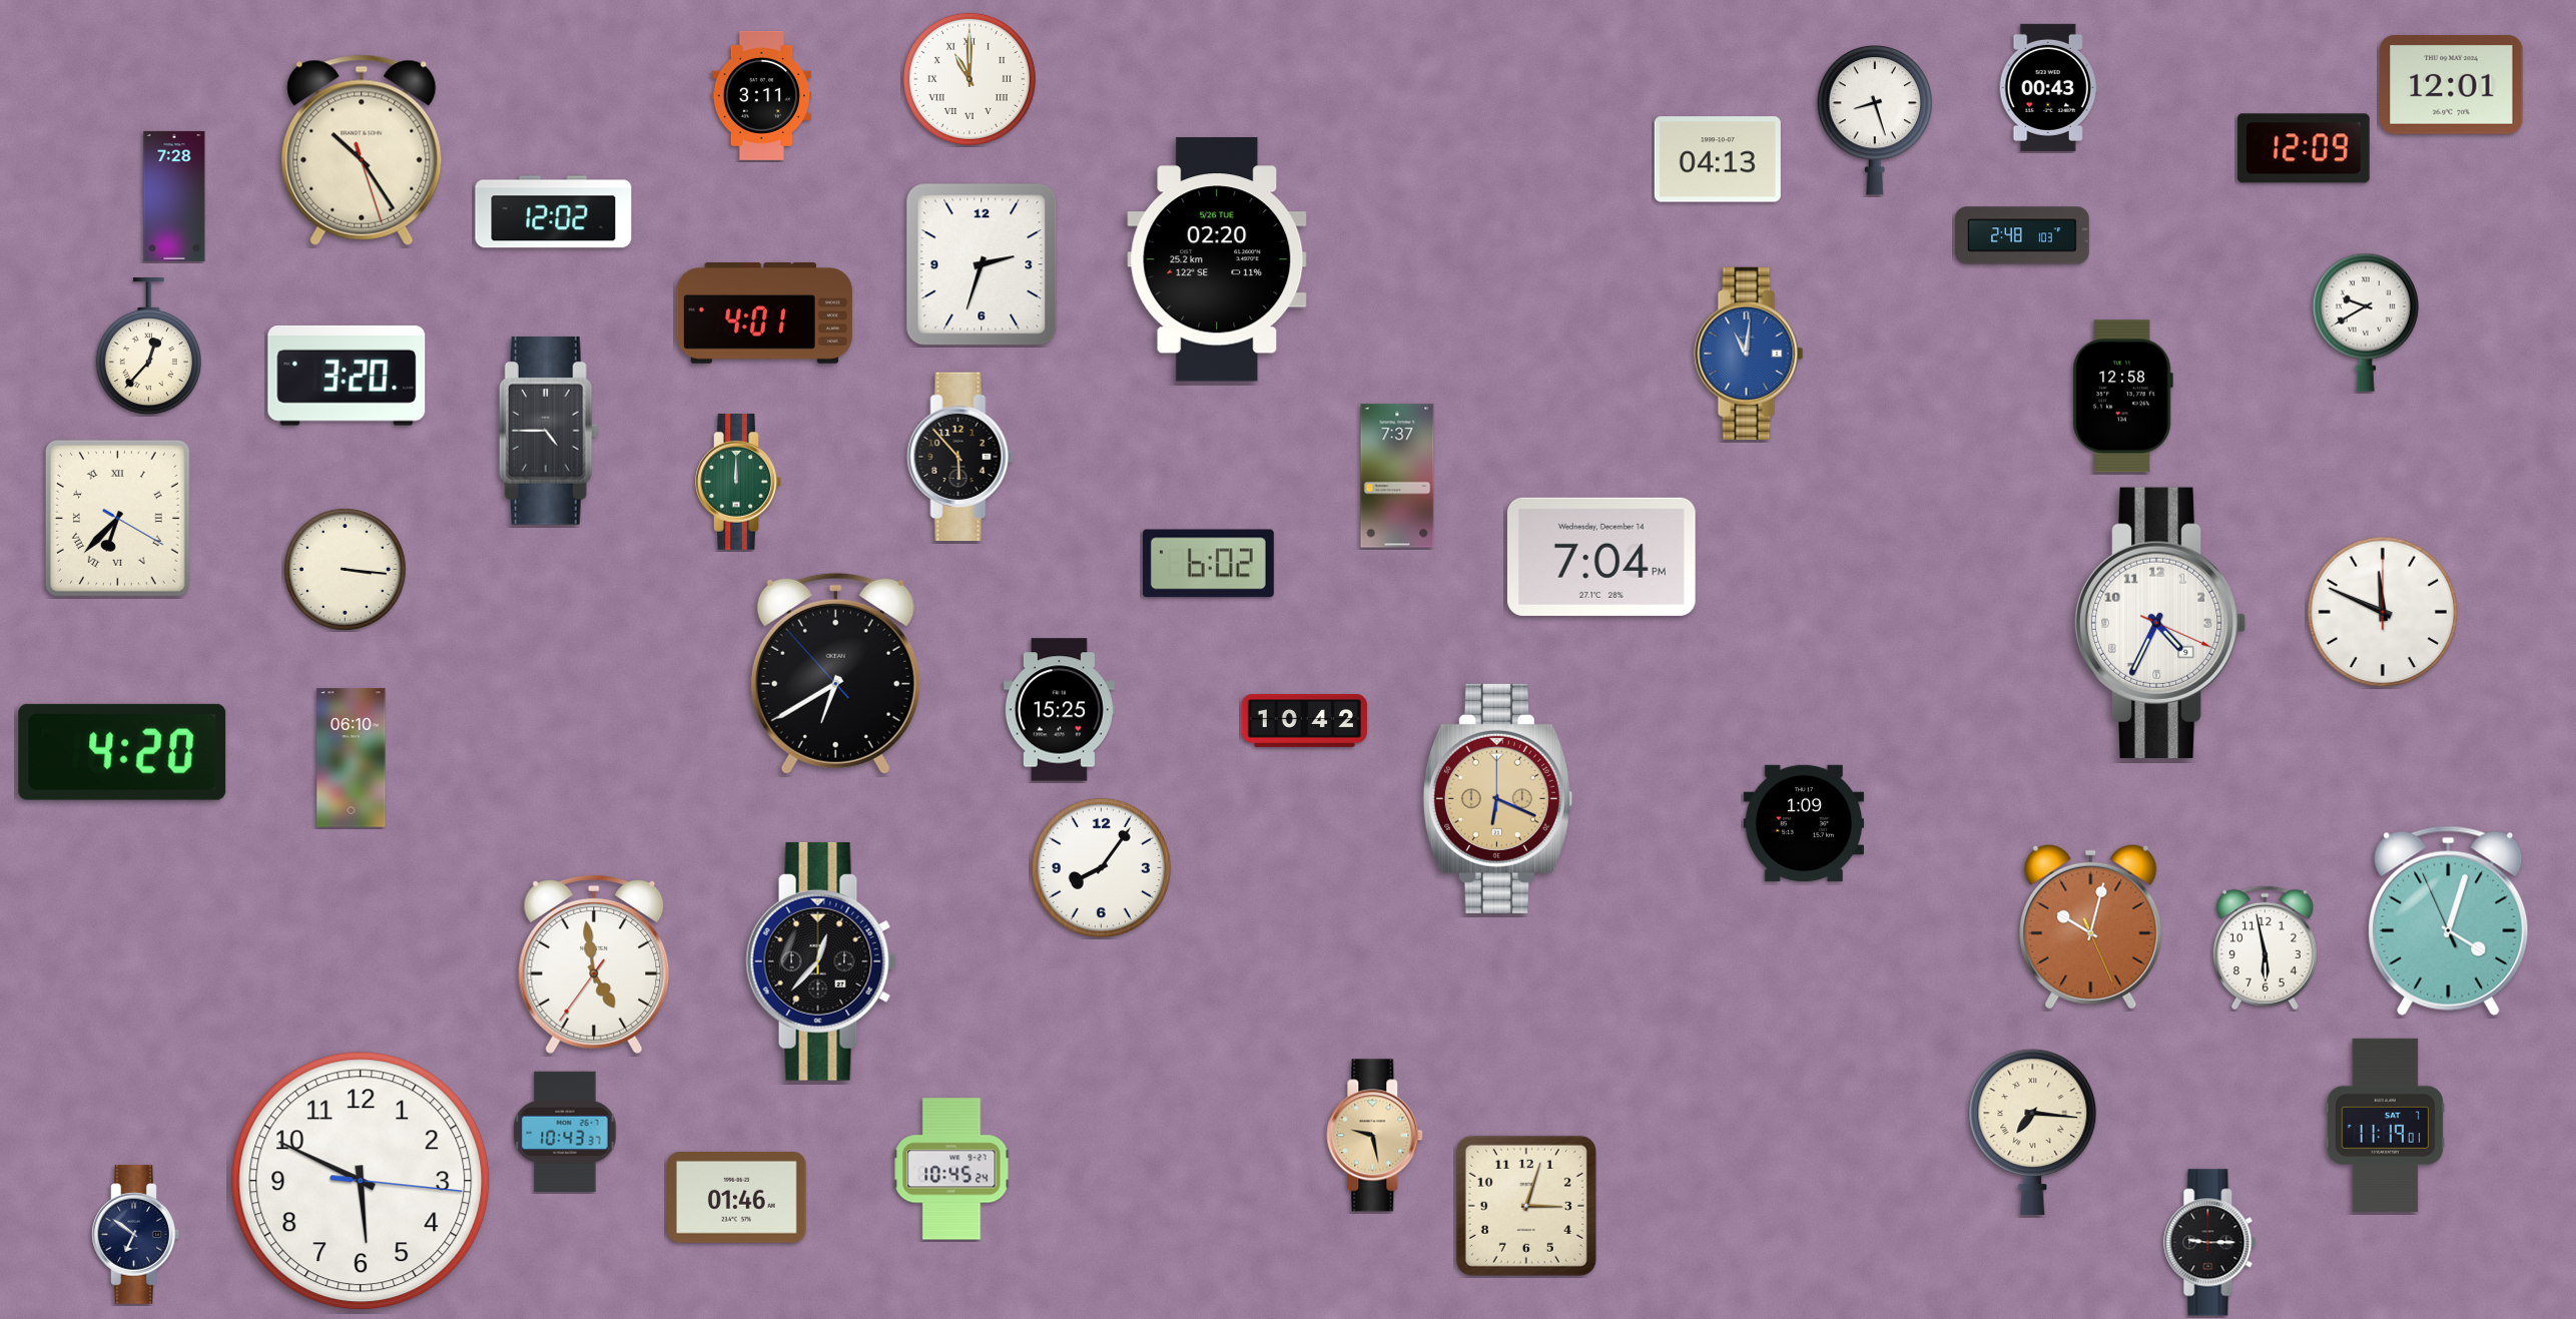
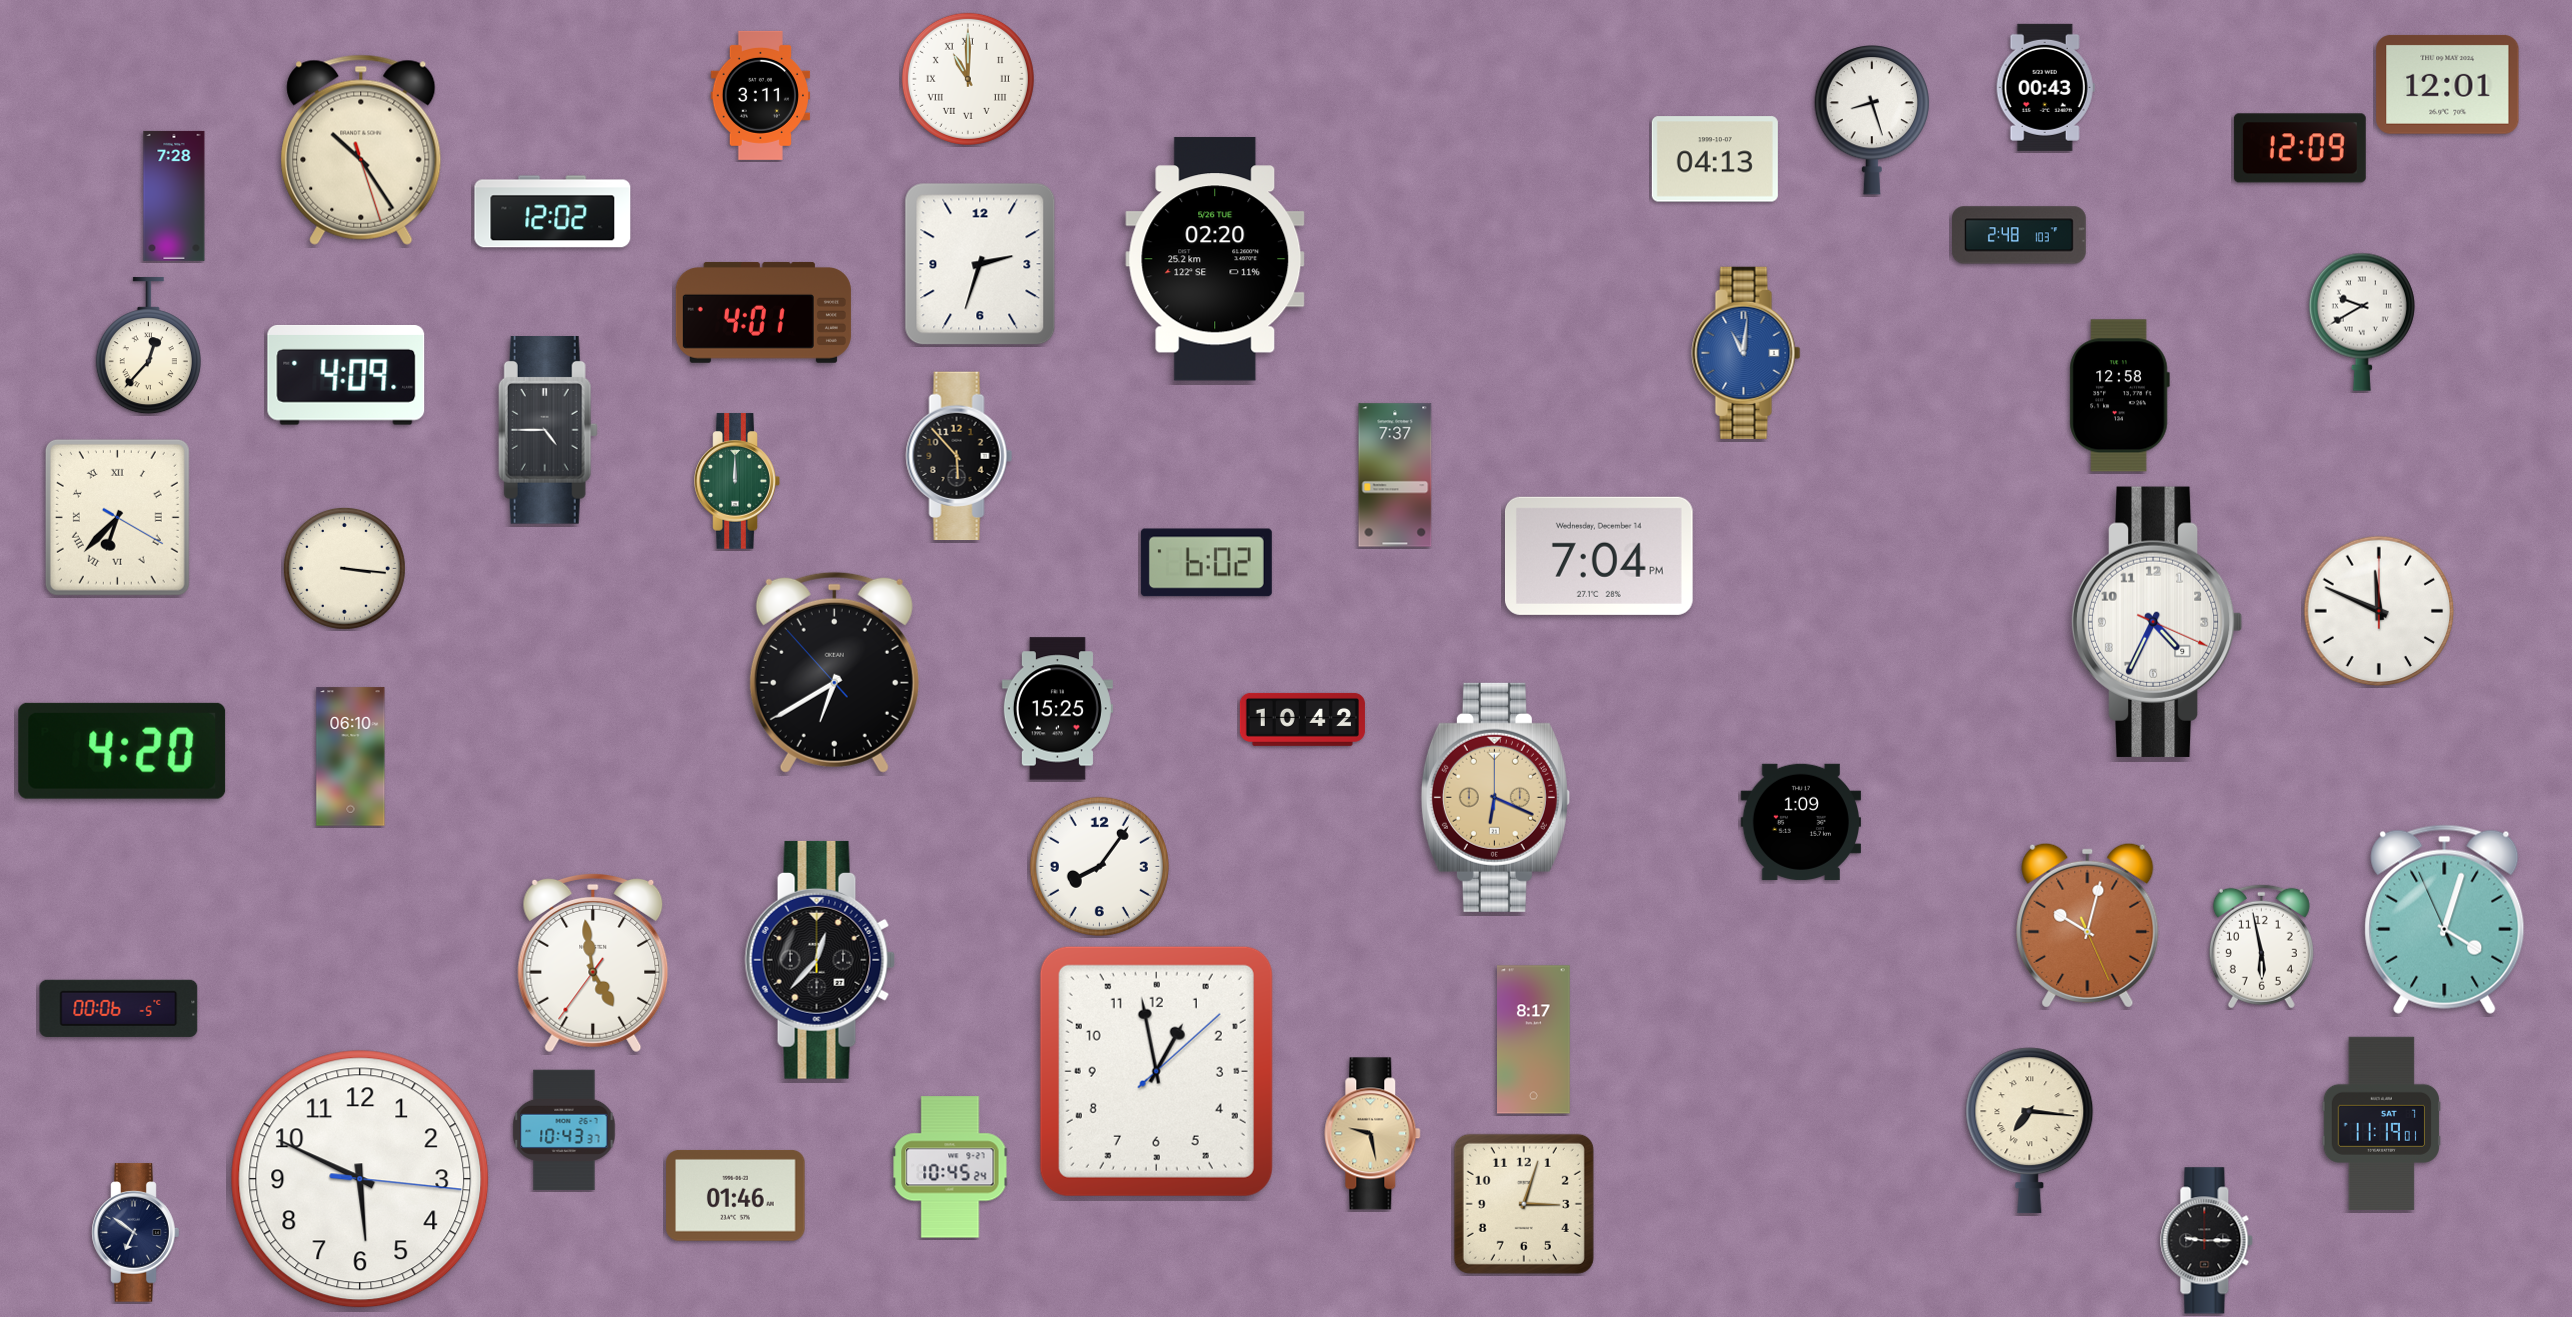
clock at (347, 376): 3:20 -> 4:09
clock at (119, 1008): none -> 00:06
clock at (1534, 1040): none -> 8:17
clock at (1156, 1071): none -> 12:58
